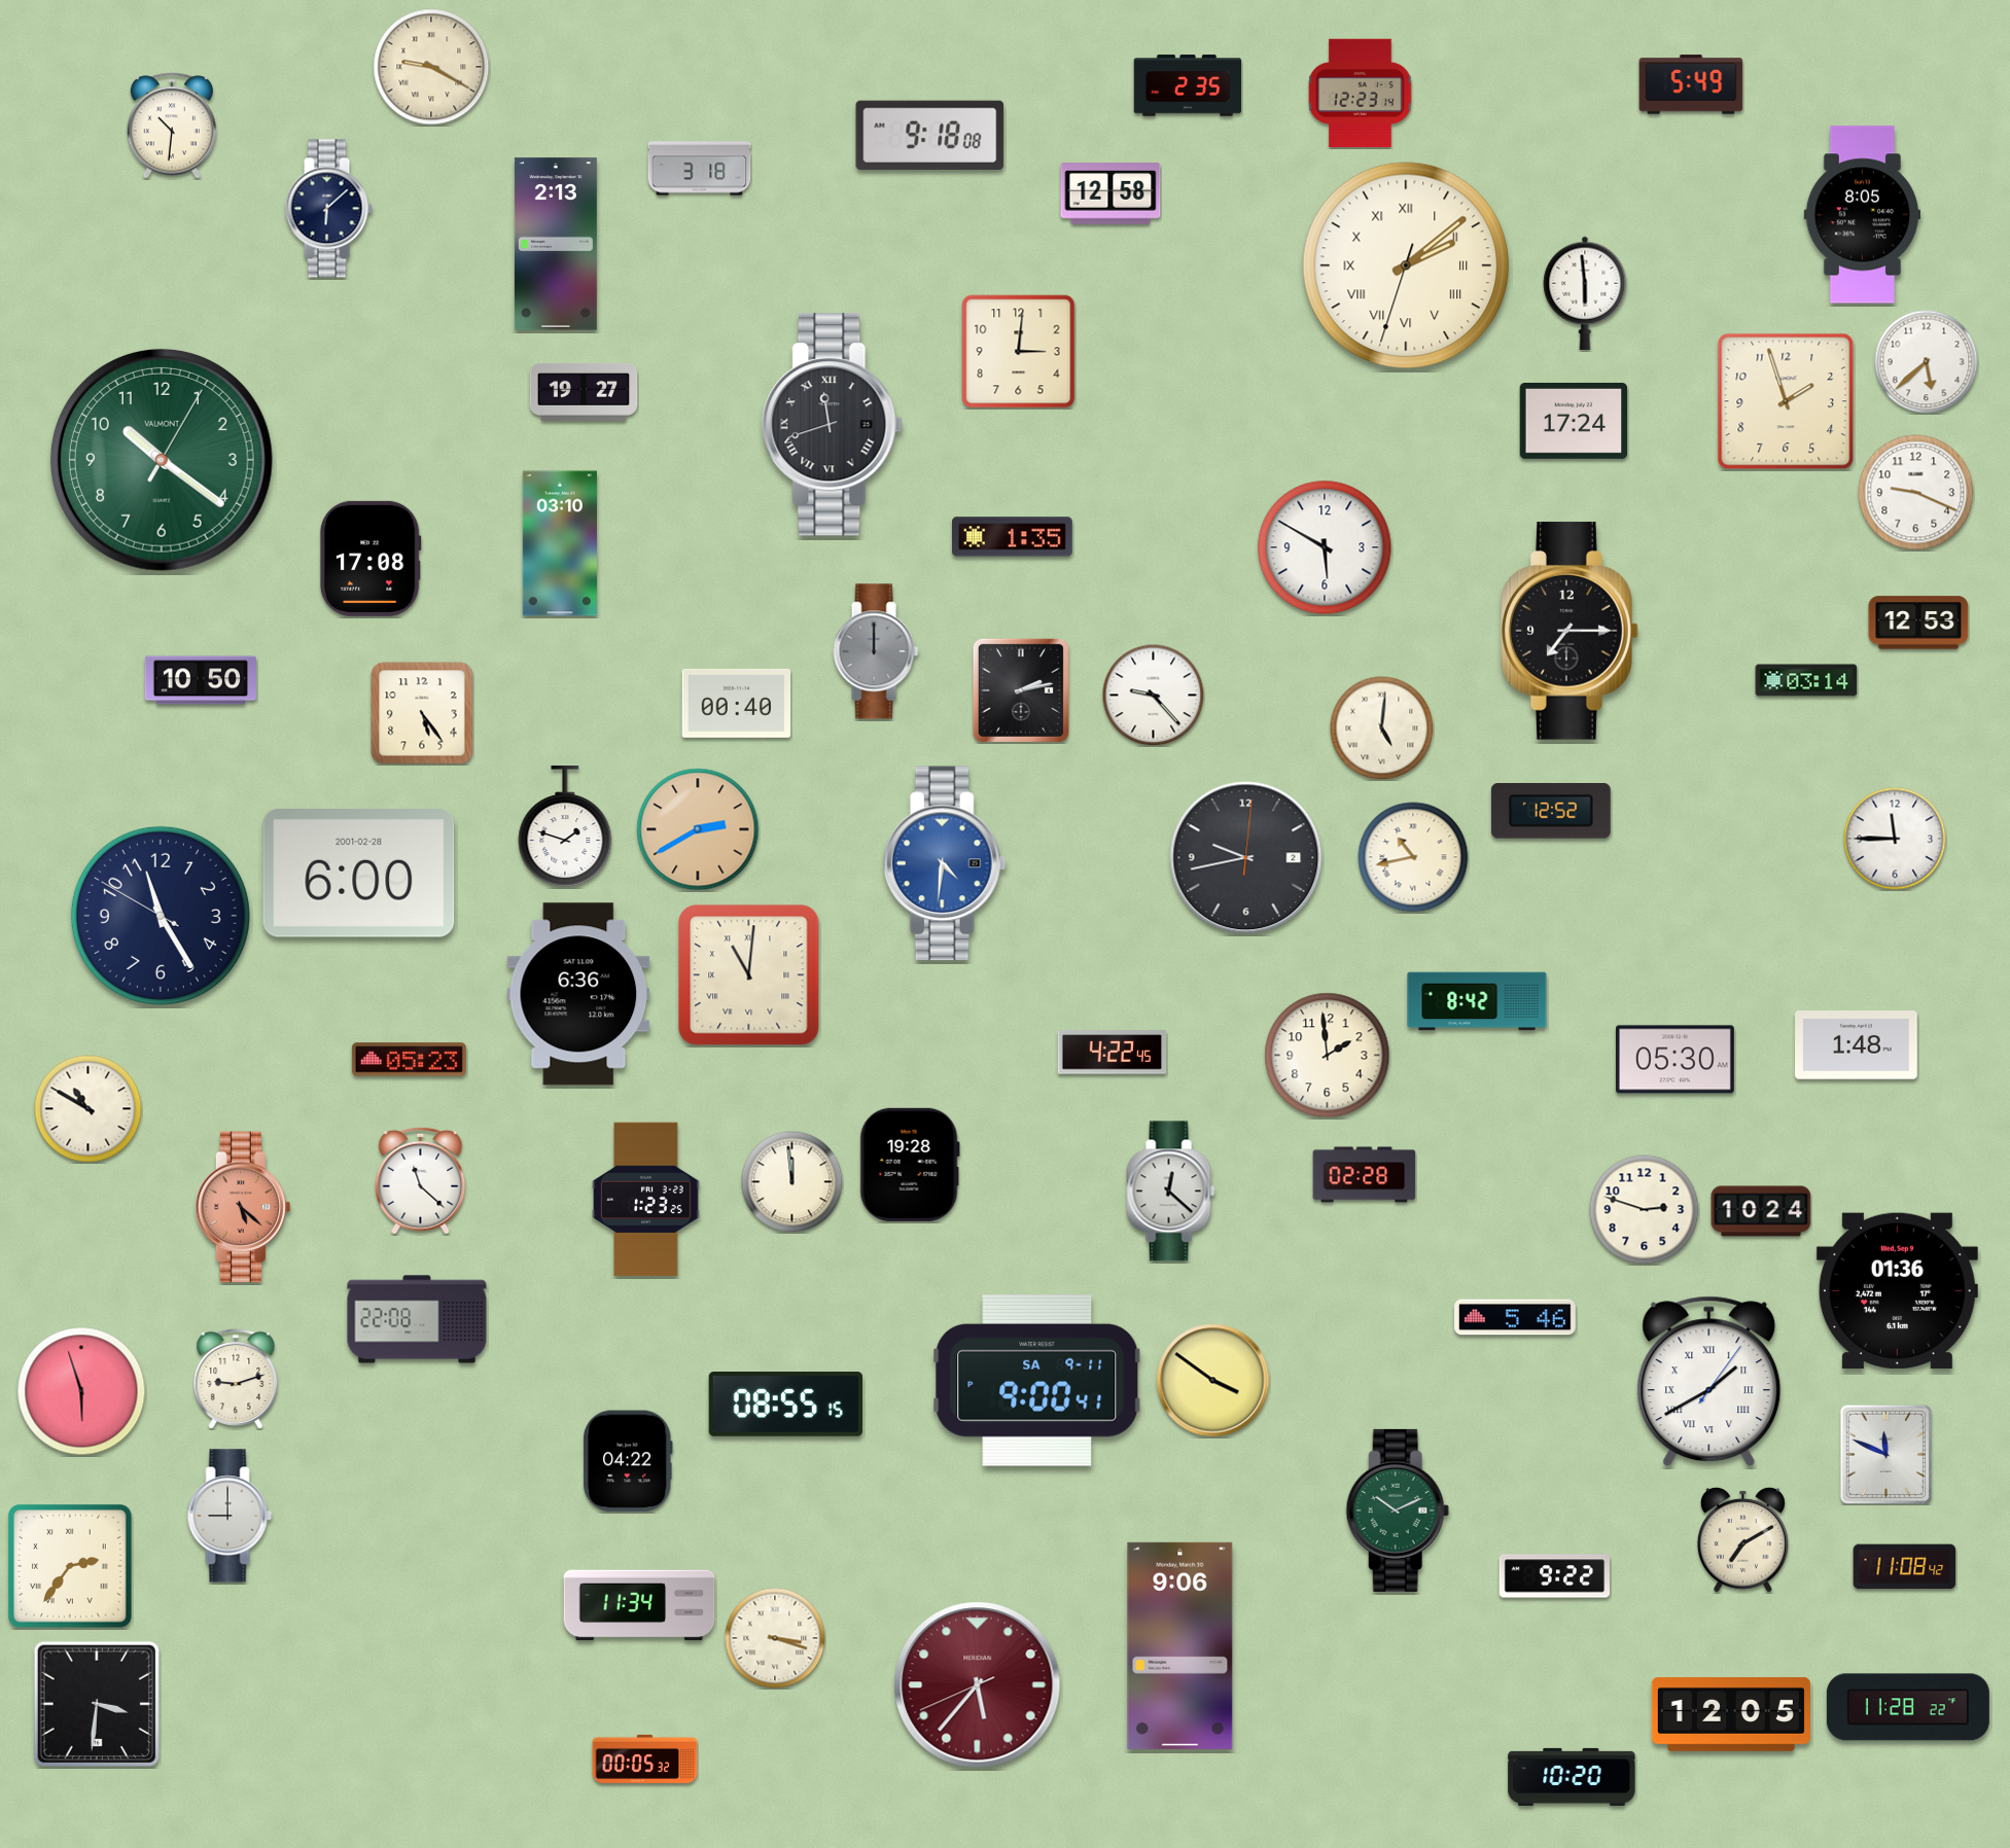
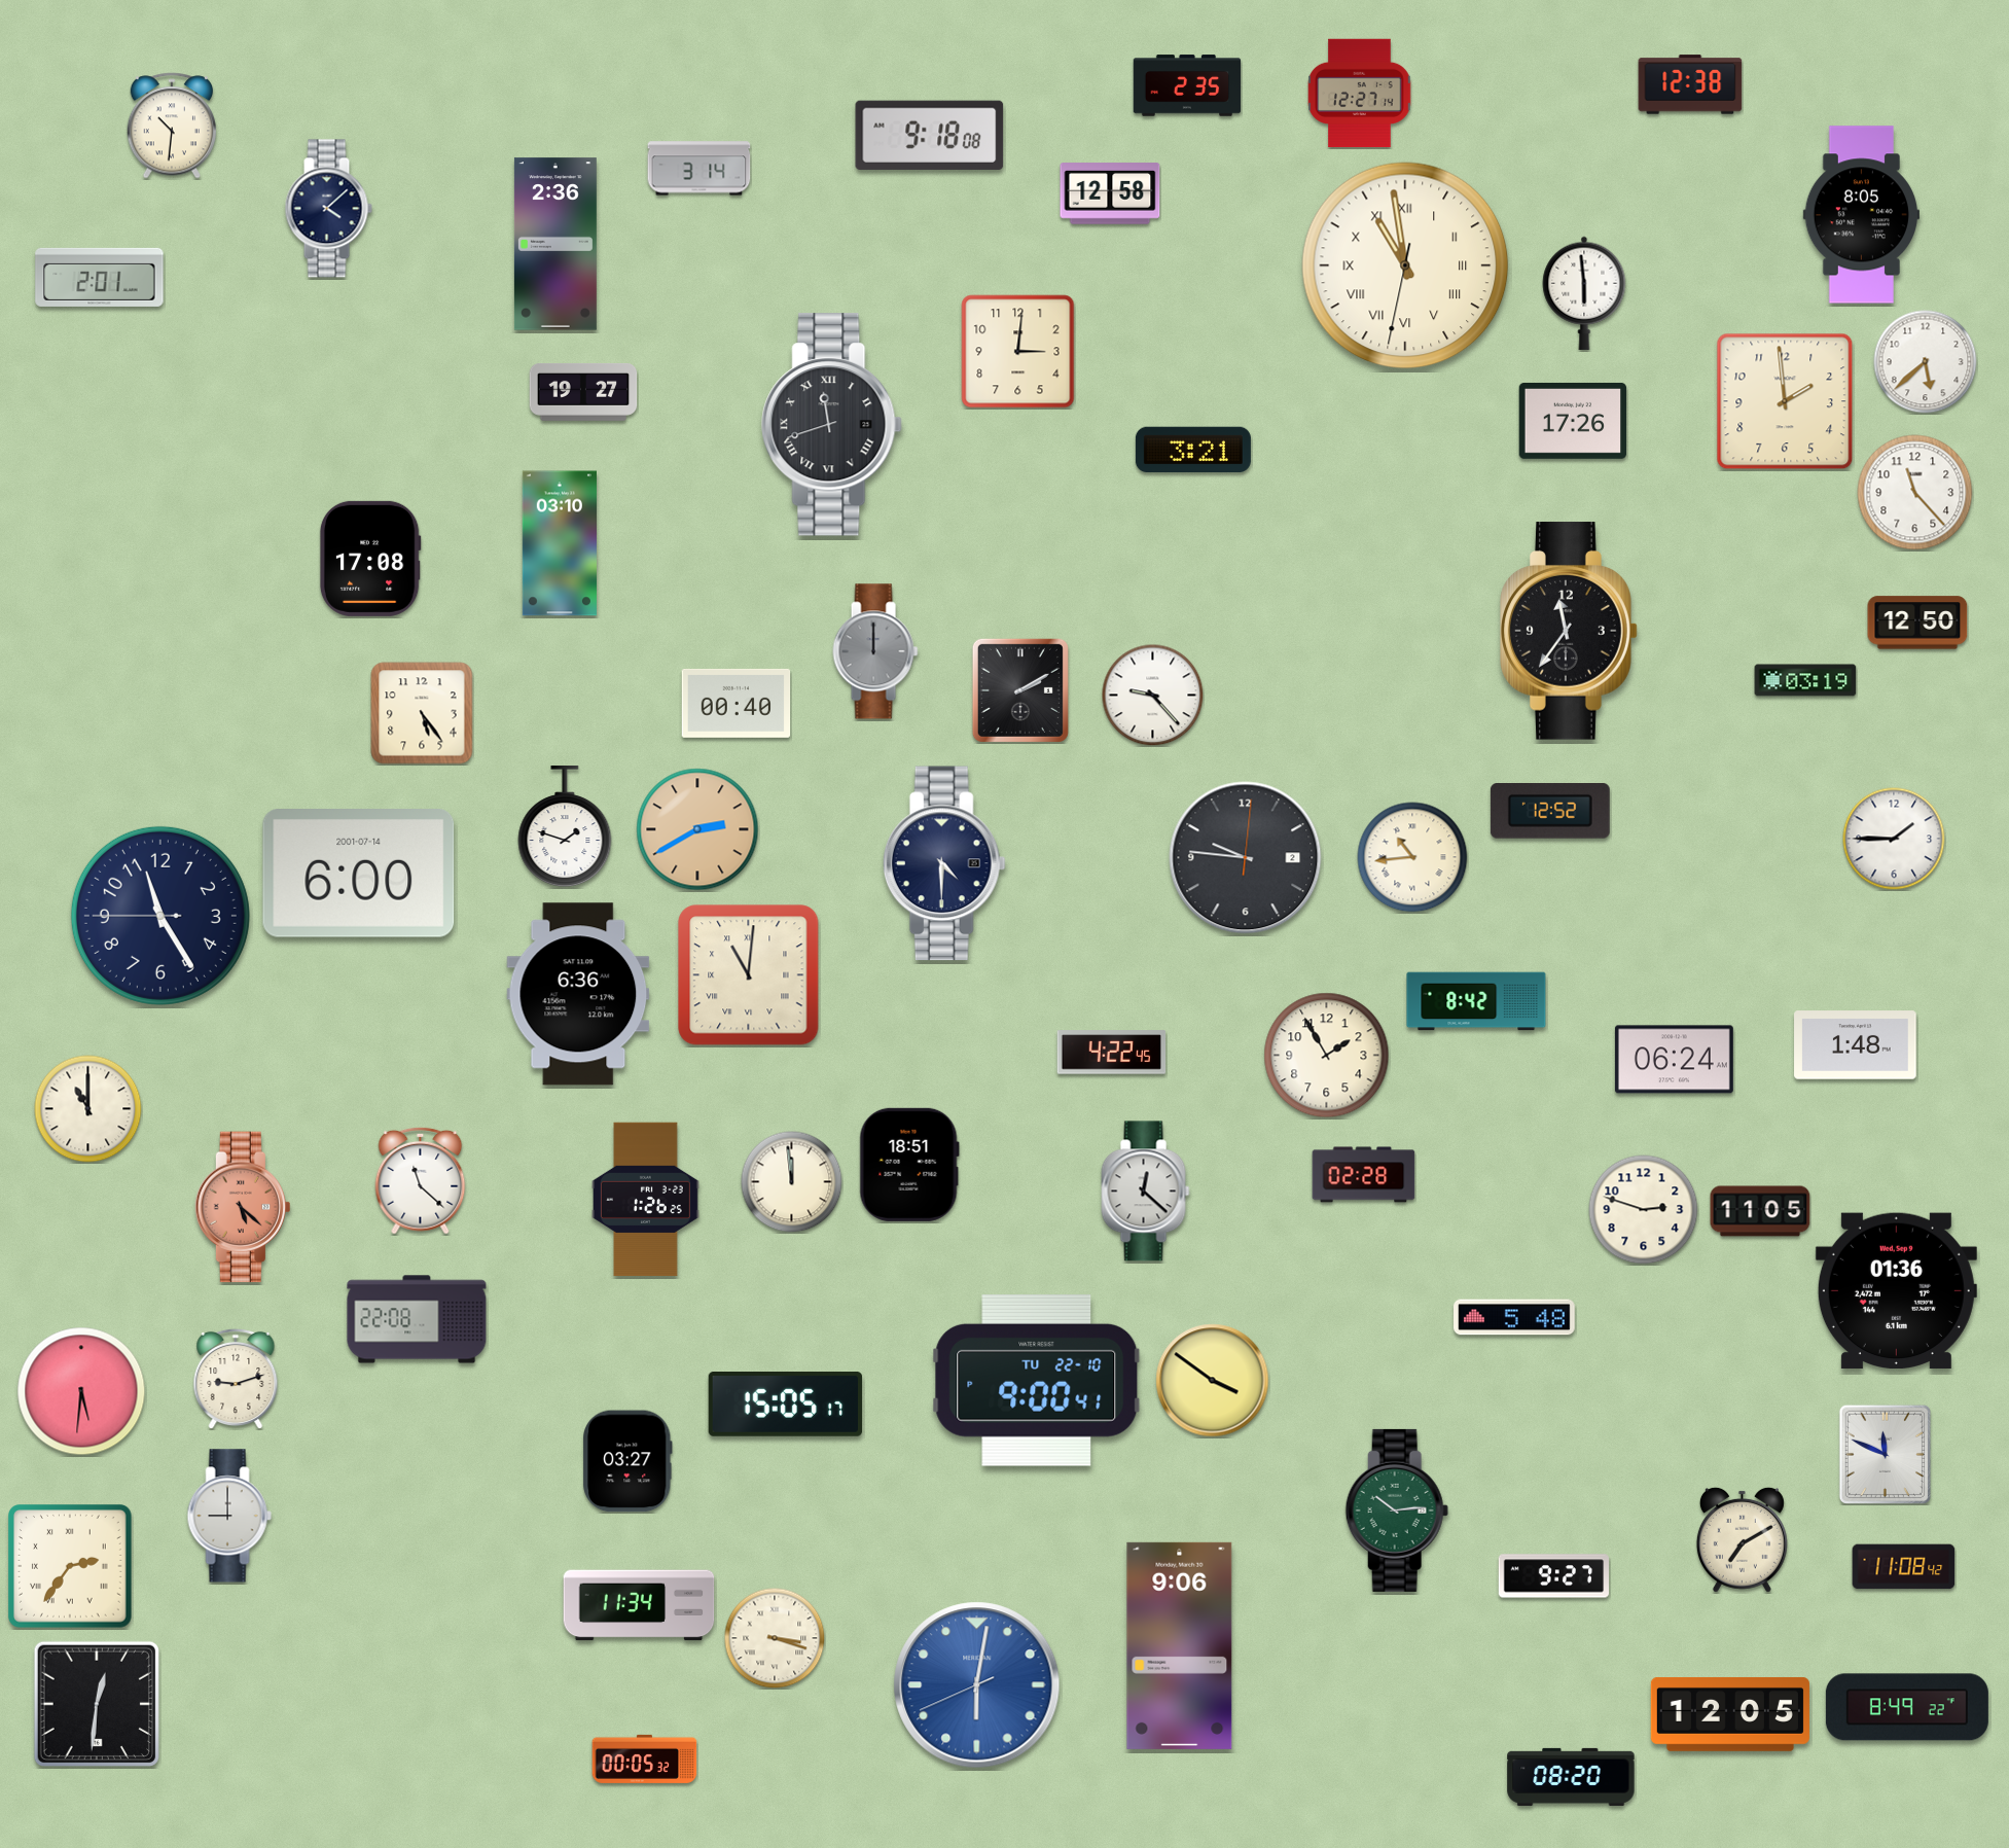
clock at (431, 67): 9:20 -> none
clock at (1691, 84): 5:49 -> 12:38
clock at (1361, 94): 12:23 -> 12:27
clock at (700, 169): 3:18 -> 3:14
clock at (328, 209): 6:08 -> 4:08
clock at (556, 244): 2:13 -> 2:36
clock at (1406, 265): 2:08 -> 10:58
clock at (100, 277): none -> 2:01
clock at (1786, 401): 1:57 -> 1:59
clock at (1574, 421): 17:24 -> 17:26
clock at (1193, 449): none -> 3:21
clock at (162, 460): 10:21 -> none
clock at (1916, 493): 9:19 -> 11:23
clock at (1013, 537): 1:35 -> none
clock at (1325, 547): 5:50 -> none
clock at (1918, 623): 12:53 -> 12:50
clock at (1570, 631): 7:15 -> 11:36
clock at (200, 680): 10:50 -> none
clock at (1806, 680): 03:14 -> 03:19
clock at (1021, 690): 2:13 -> 2:10
clock at (1382, 728): 5:01 -> none
clock at (1895, 839): 11:45 -> 1:45
clock at (1413, 857): 10:43 -> 10:44
clock at (1246, 858): 9:43 -> 9:46
clock at (945, 863): 4:31 -> 4:30
clock at (945, 863) dial: blue -> navy
clock at (359, 874) date: 2001-02-28 -> 2001-07-14
clock at (161, 916): 11:24:50 -> 11:24:45
clock at (1328, 1056): 1:59 -> 1:55
clock at (409, 1060): 05:23 -> none
clock at (1674, 1060): 05:30 -> 06:24
clock at (89, 1109): 10:50 -> 11:00
clock at (910, 1165): 19:28 -> 18:51
clock at (1171, 1192) position: (1171, 1192) -> (1146, 1192)
clock at (646, 1200): 1:23 -> 1:26
clock at (1761, 1211): 10:24 -> 11:05
clock at (1515, 1317): 5:46 -> 5:48
clock at (1037, 1381) date: SA 9-11 -> TU 22-10
clock at (1709, 1382): 1:40 -> none
clock at (81, 1391): 5:57 -> 5:31
clock at (786, 1405): 08:55 -> 15:05
clock at (629, 1461): 04:22 -> 03:27
clock at (1398, 1511): 10:11 -> 10:14
clock at (1554, 1576): 9:22 -> 9:27
clock at (978, 1685): 5:36 -> 6:01
clock at (978, 1685) dial: burgundy -> blue
clock at (96, 1703): 3:31 -> 12:31
clock at (1908, 1707): 11:28 -> 8:49
clock at (1572, 1777): 10:20 -> 08:20
